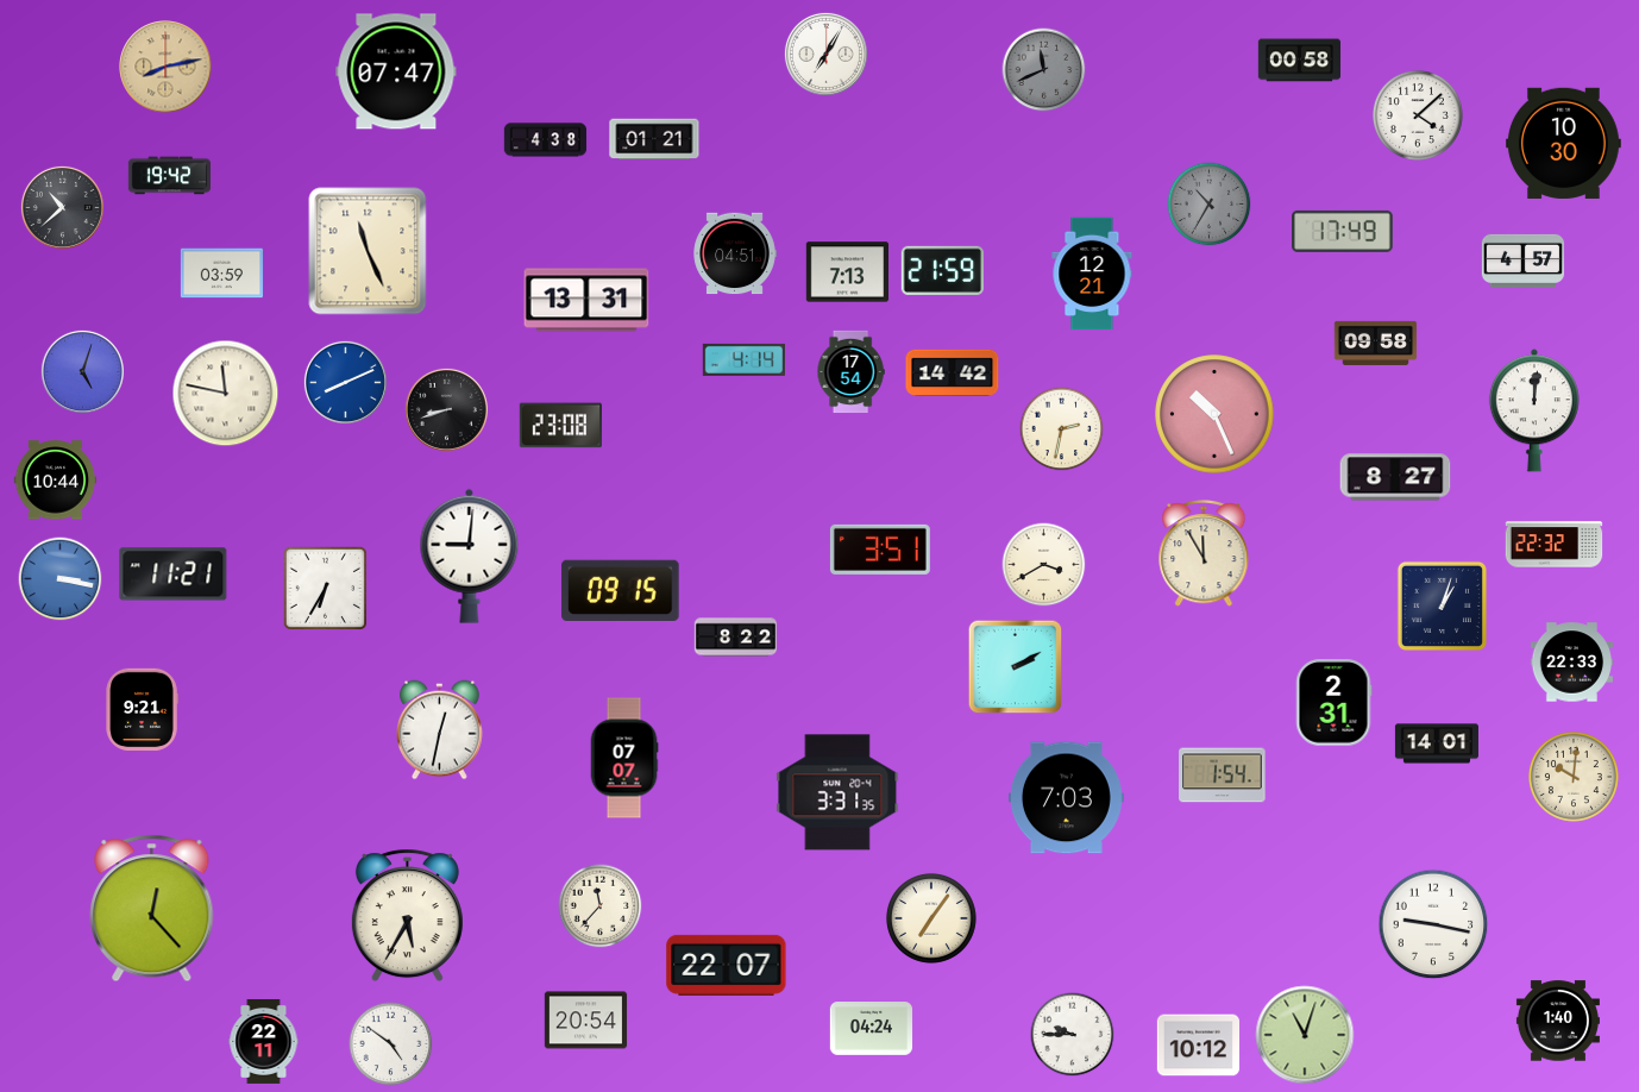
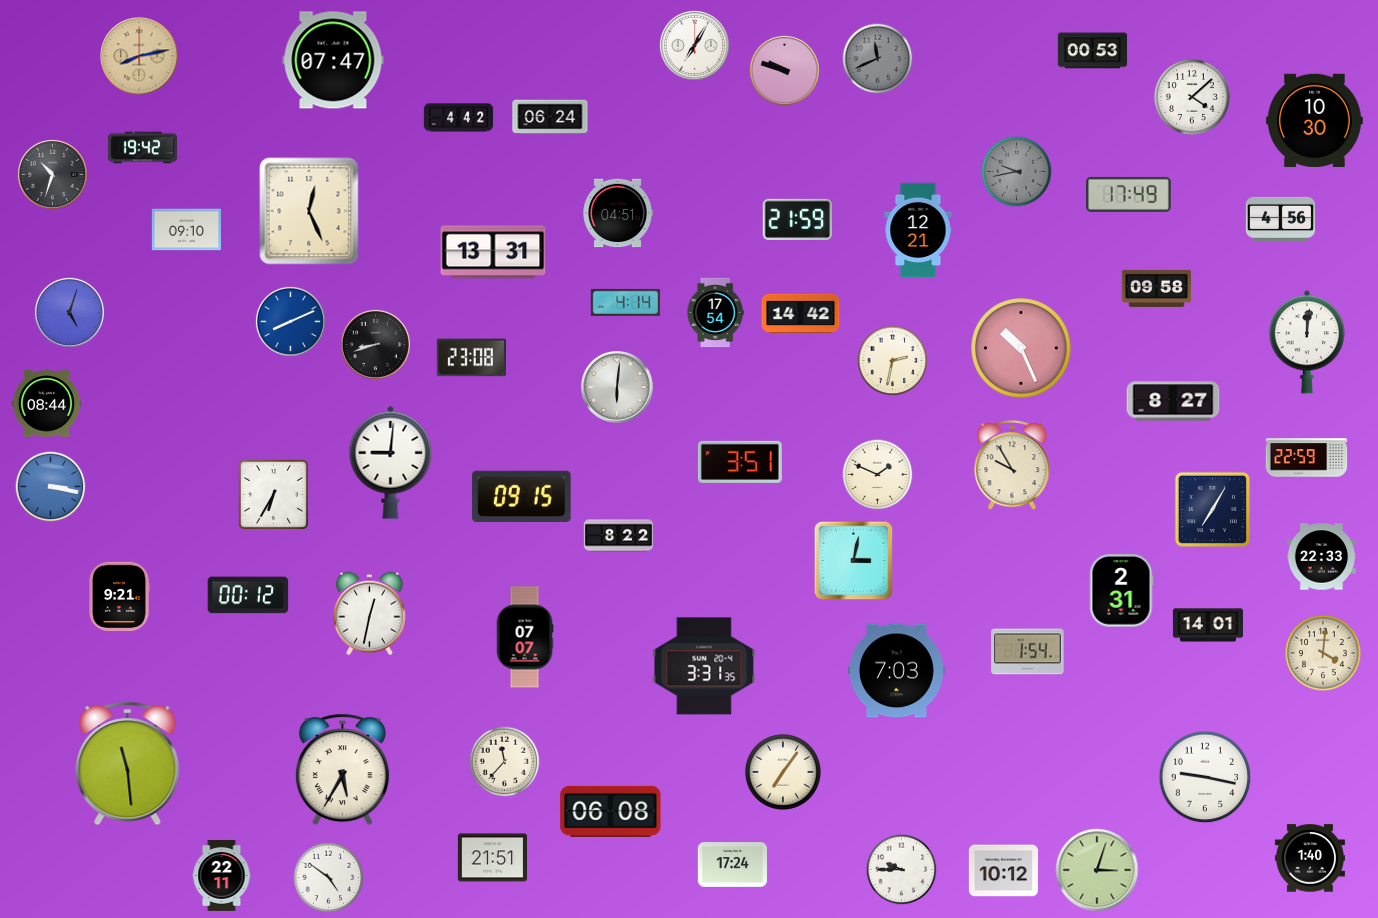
clock at (1300, 61): 00:58 -> 00:53
clock at (784, 70): none -> 9:48
clock at (654, 139): 01:21 -> 06:24
clock at (546, 140): 4:38 -> 4:42
clock at (1210, 205): 10:35 -> 9:43
clock at (62, 207): 10:38 -> 10:33
clock at (368, 251): 11:26 -> 12:26
clock at (1524, 261): 4:57 -> 4:56
clock at (942, 270) position: (942, 270) -> (797, 219)
clock at (847, 272): 7:13 -> none
clock at (222, 274): 03:59 -> 09:10
clock at (226, 394): 11:47 -> none
clock at (1534, 410) position: (1534, 410) -> (1307, 342)
clock at (618, 388): none -> 6:01
clock at (55, 481): 10:44 -> 08:44
clock at (1555, 545): 22:32 -> 22:59
clock at (1204, 554): 11:55 -> 9:55
clock at (470, 556) position: (470, 556) -> (391, 462)
clock at (1044, 565): 3:40 -> 1:49
clock at (174, 575): 11:21 -> none
clock at (1442, 605): 1:03 -> 7:05
clock at (1016, 667): 2:10 -> 3:02
clock at (248, 595): none -> 00:12
clock at (1574, 777): 10:01 -> 4:01
clock at (152, 909): 12:23 -> 11:29
clock at (727, 965): 22:07 -> 06:08
clock at (586, 1021): 20:54 -> 21:51
clock at (872, 1029): 04:24 -> 17:24
clock at (1305, 1035): 11:03 -> 3:03
clock at (1199, 1046) position: (1199, 1046) -> (1004, 871)
